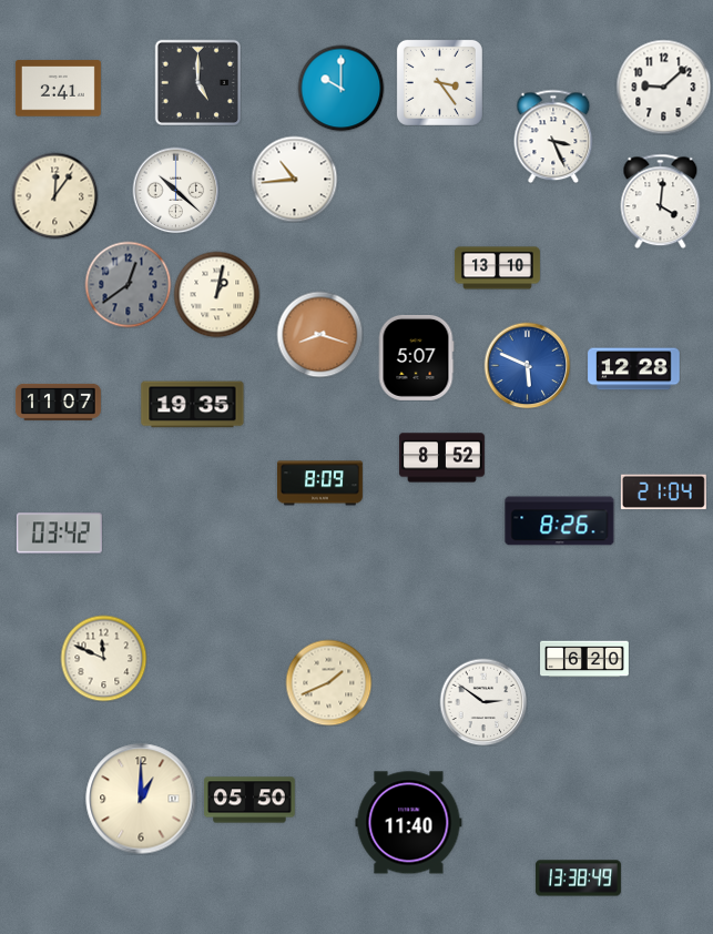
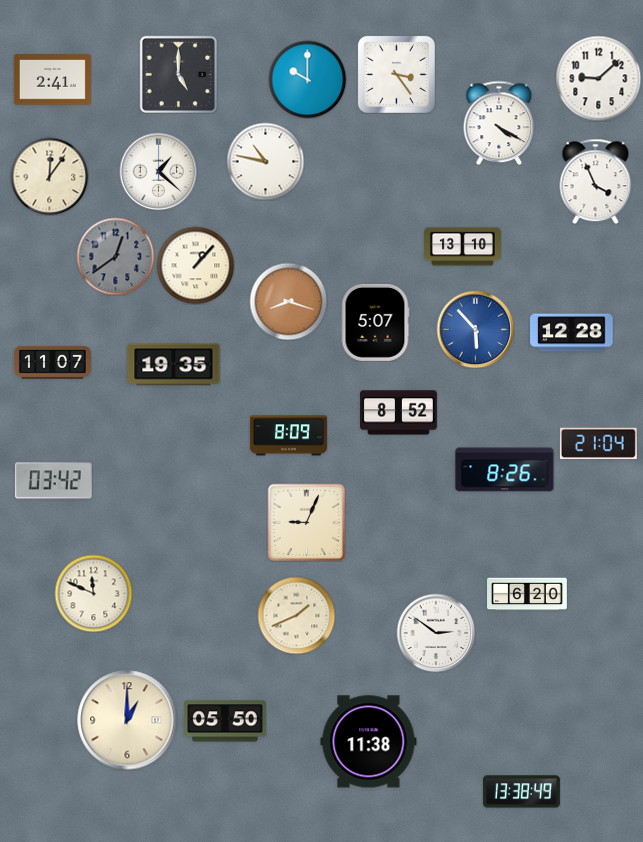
clock at (553, 136): 3:26 -> 4:20
clock at (294, 179): 10:44 -> 10:47
clock at (175, 190): 10:22 -> 1:22
clock at (661, 201): 4:01 -> 3:56
clock at (497, 268) position: (497, 268) -> (462, 247)
clock at (216, 294): 1:02 -> 1:07
clock at (527, 365): 5:49 -> 5:53
clock at (306, 522): none -> 9:04
clock at (409, 823): 11:40 -> 11:38
